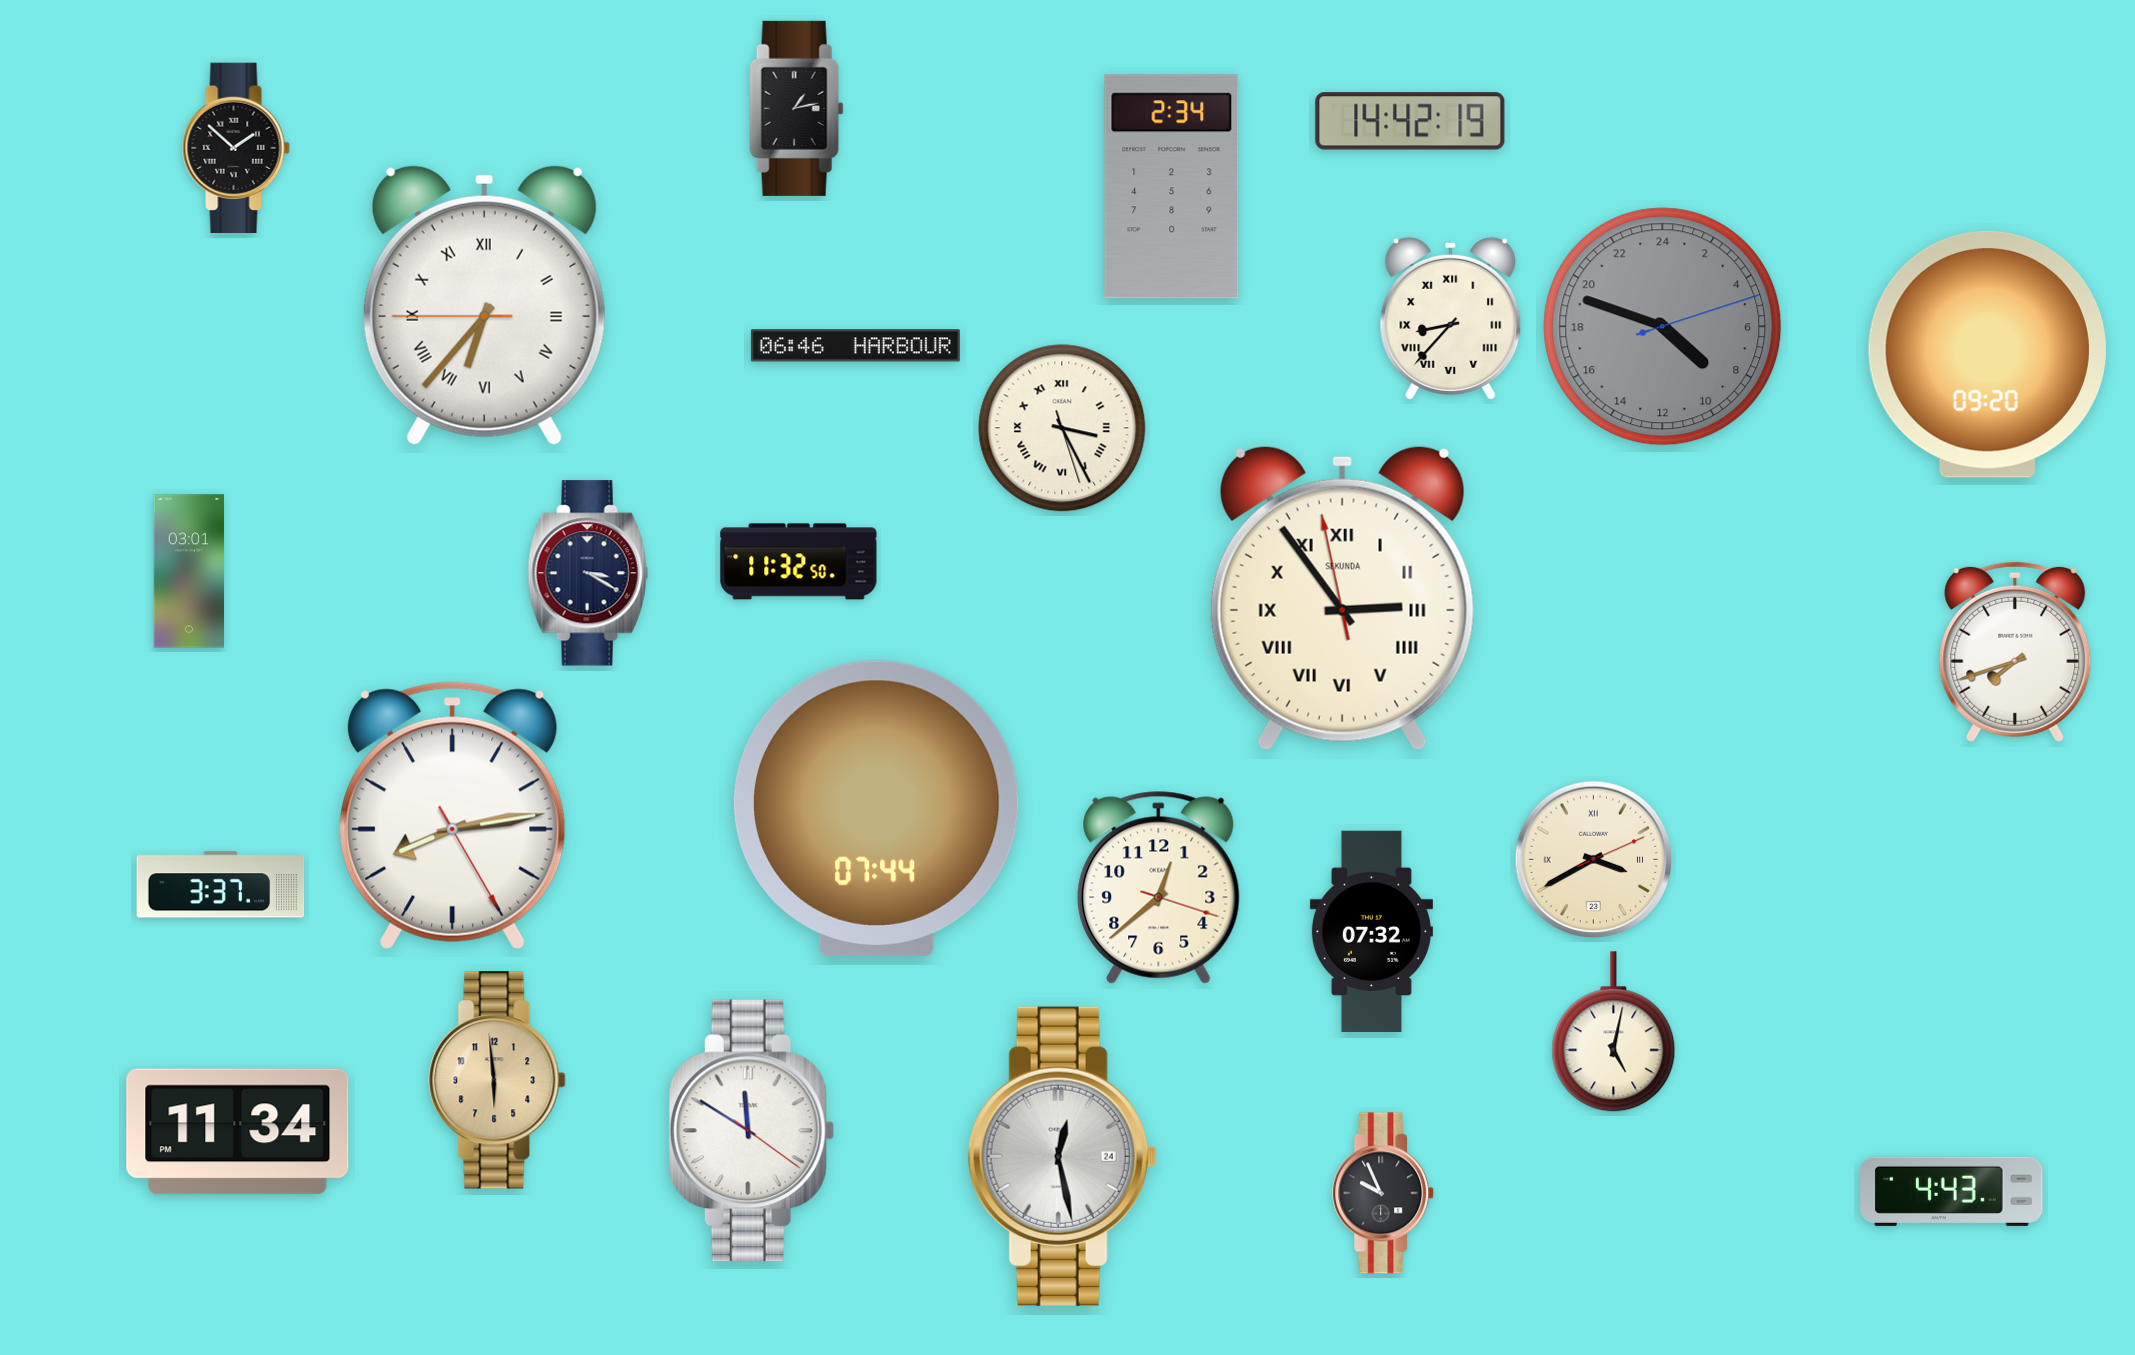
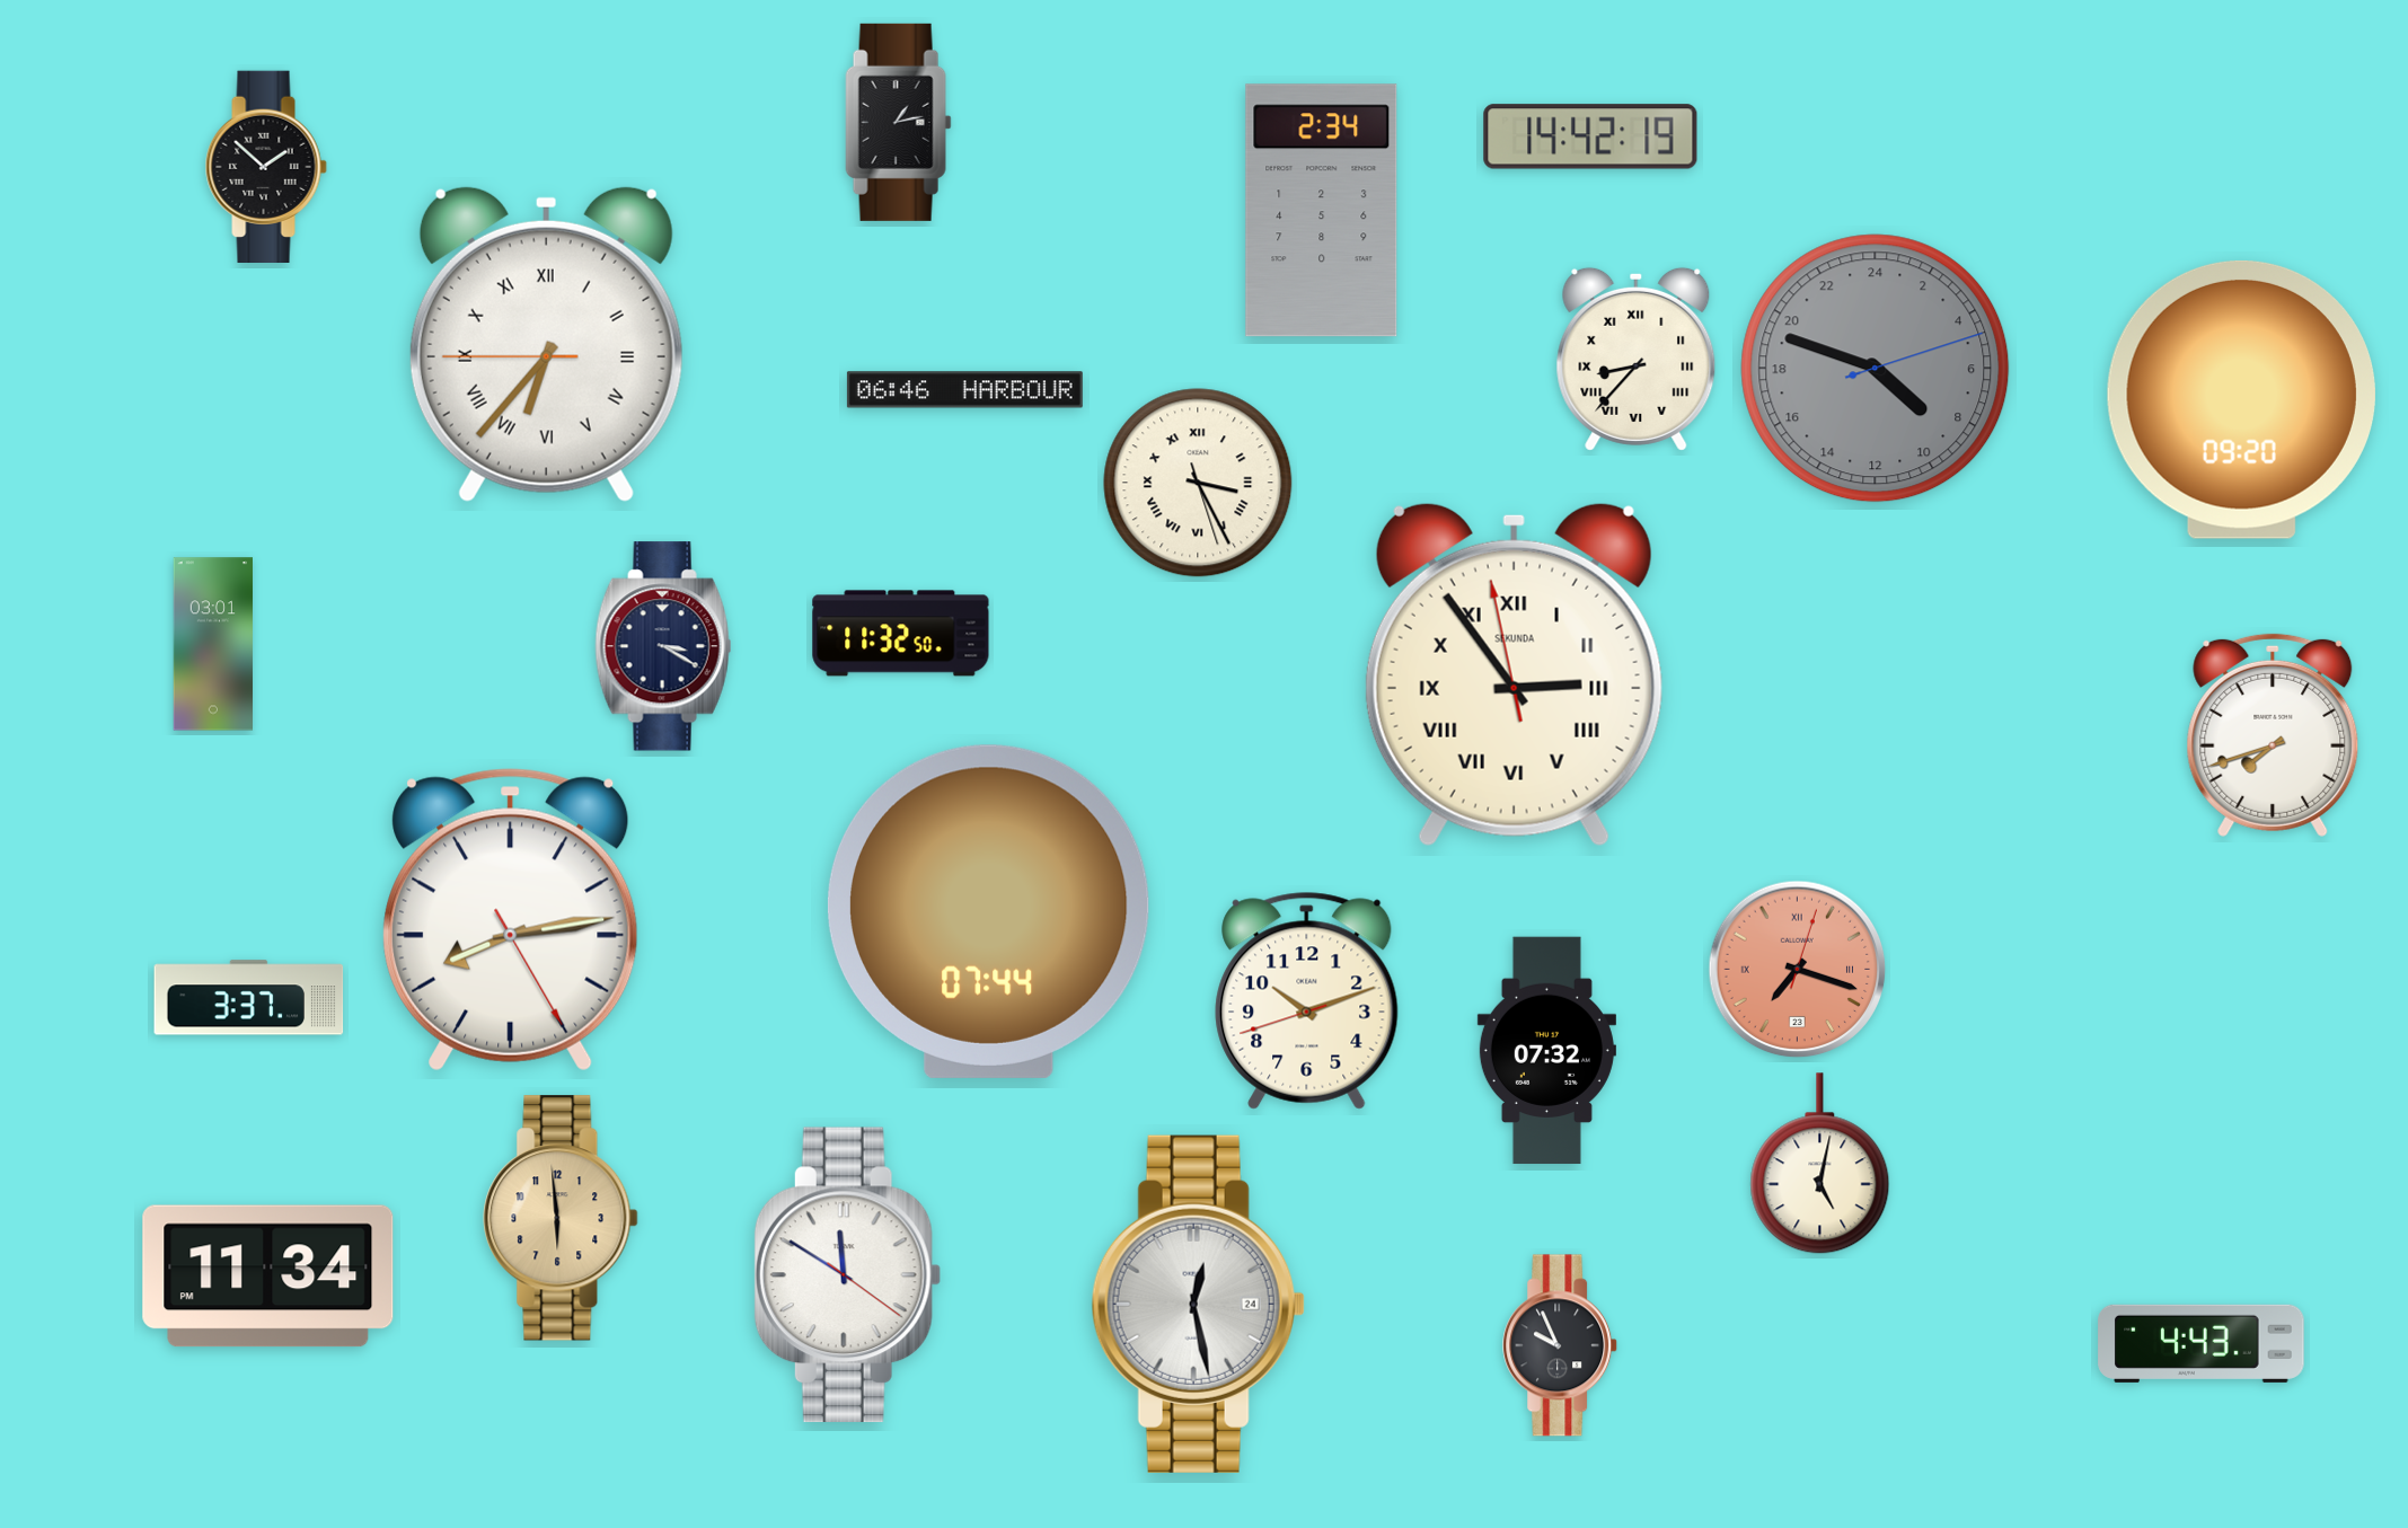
clock at (1594, 860): 3:40 -> 7:18
clock at (1594, 860) dial: cream -> salmon
clock at (1159, 887): 12:38 -> 10:11
